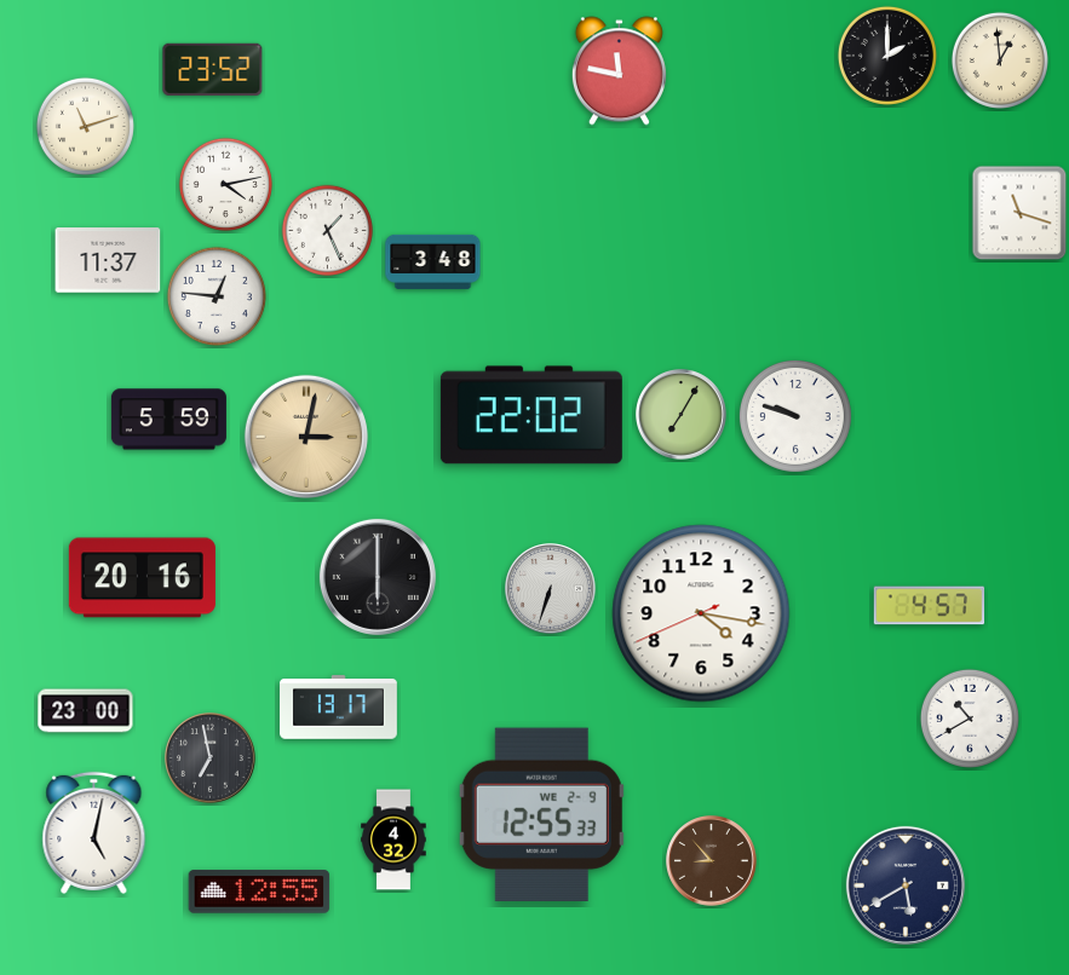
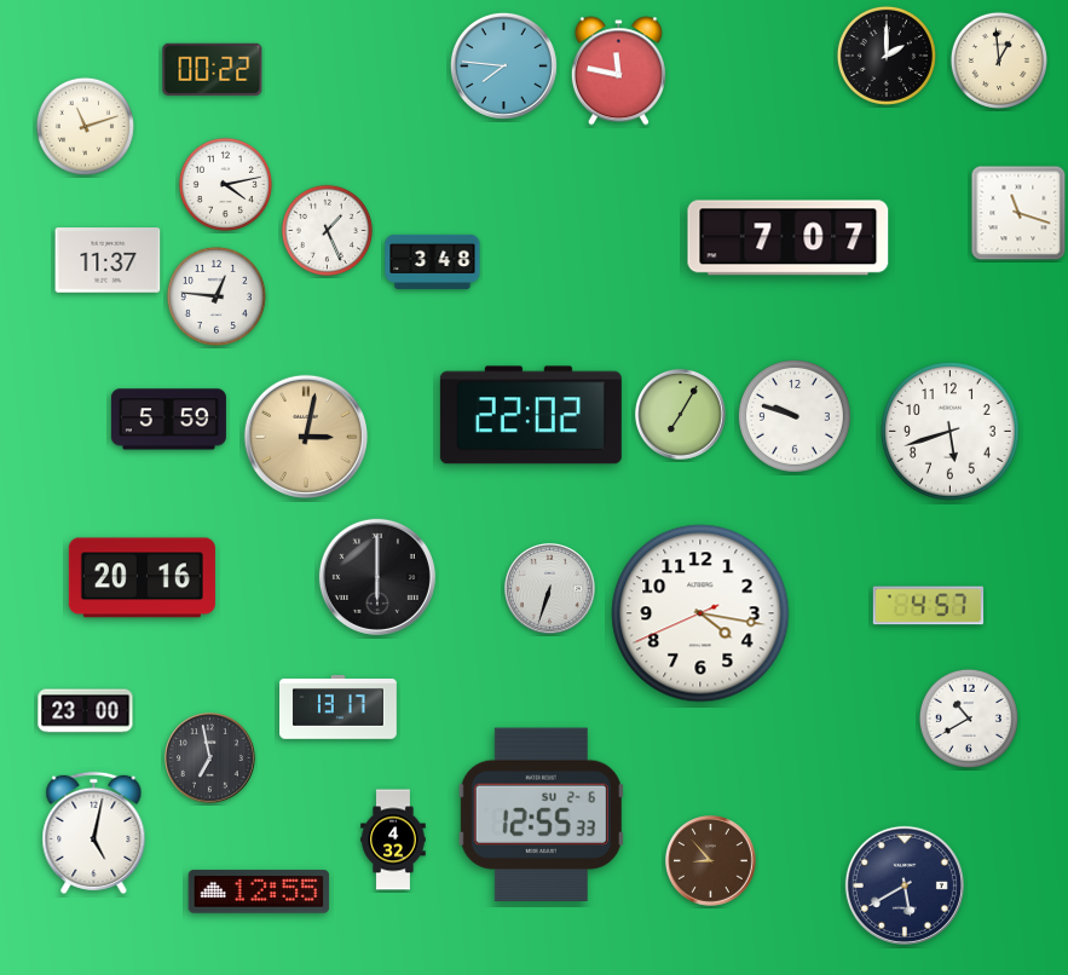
clock at (503, 65): none -> 7:46
clock at (213, 69): 23:52 -> 00:22
clock at (789, 238): none -> 7:07
clock at (951, 432): none -> 5:42
clock at (541, 814) date: WE 2-9 -> SU 2-6
